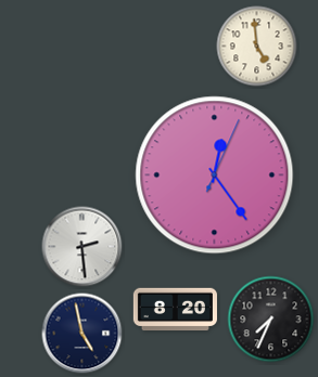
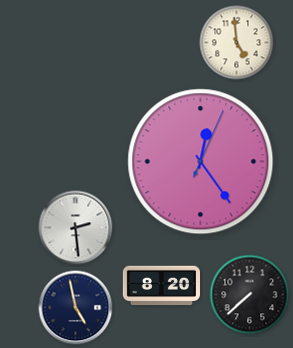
clock at (215, 175) position: (215, 175) -> (201, 162)
clock at (271, 320): 7:34 -> 7:38
